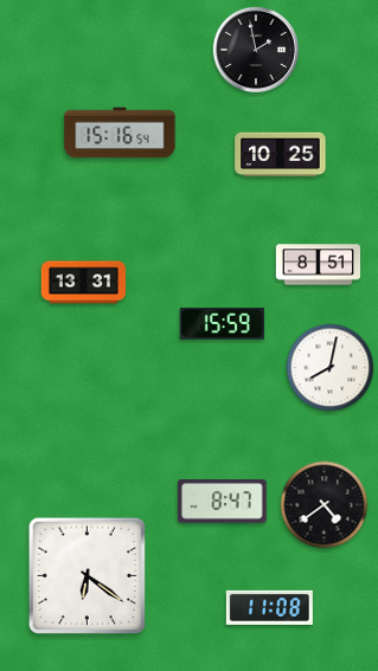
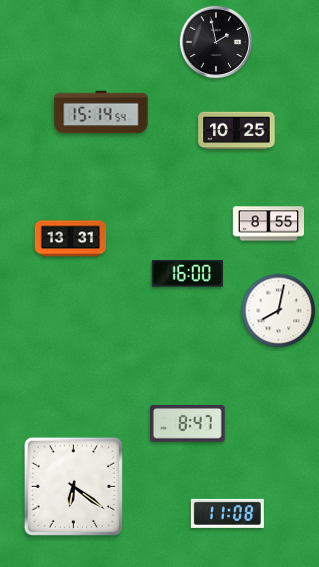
clock at (120, 133): 15:16 -> 15:14
clock at (319, 265): 8:51 -> 8:55
clock at (222, 324): 15:59 -> 16:00
clock at (325, 505): 4:39 -> none
